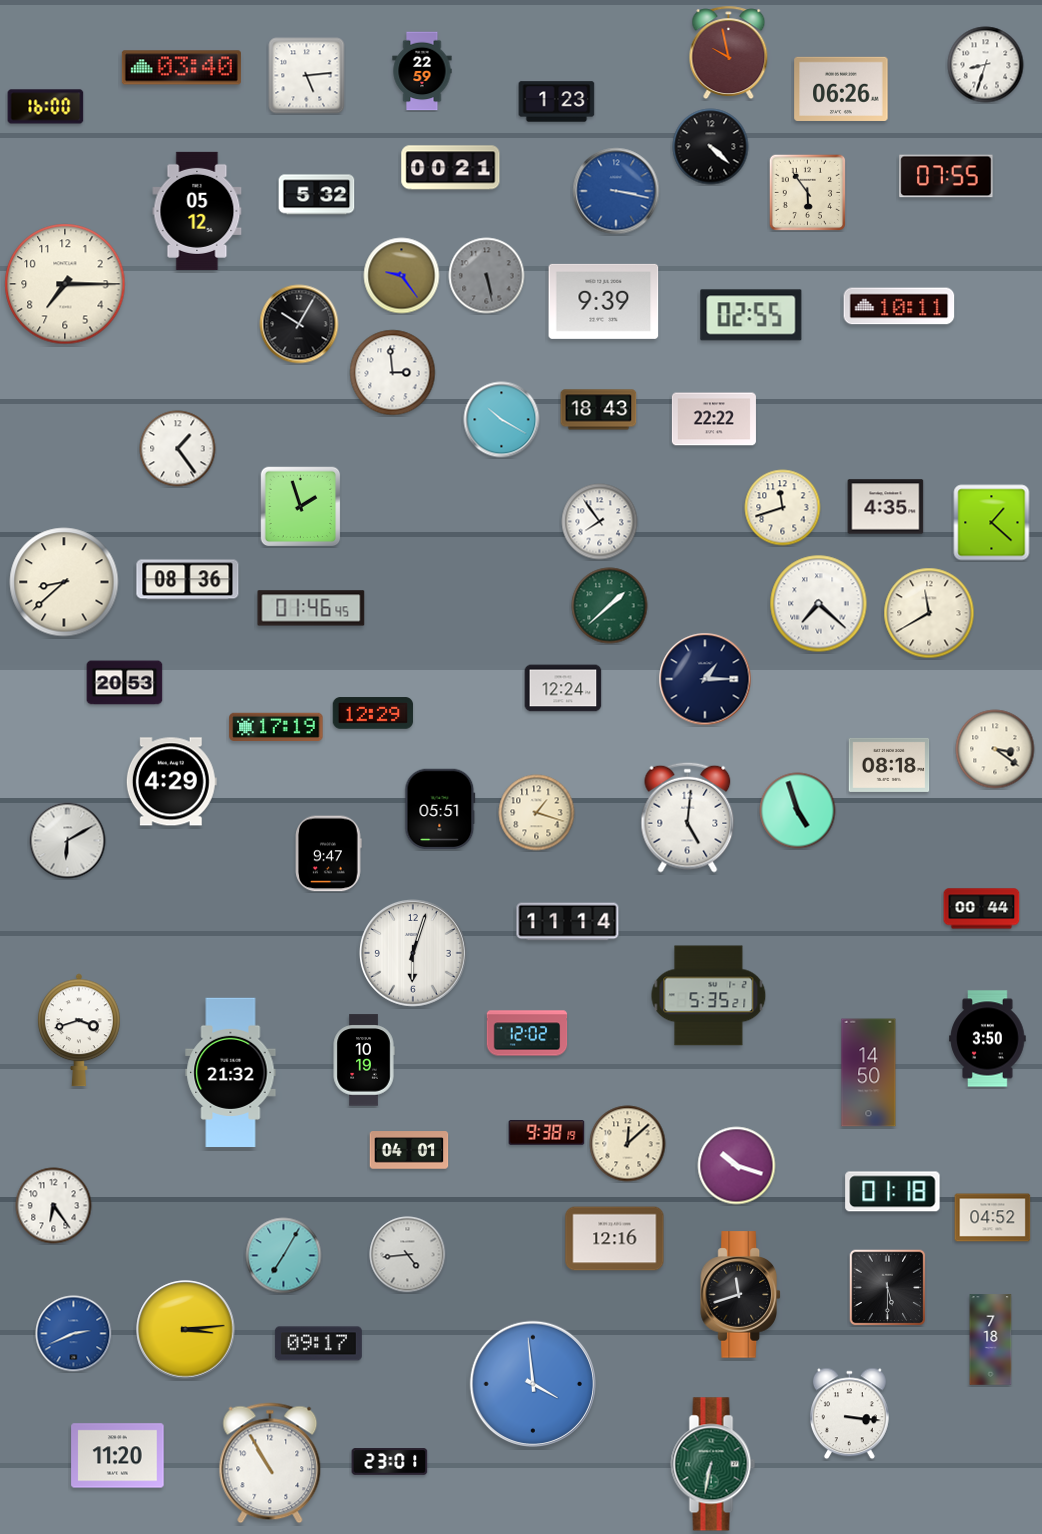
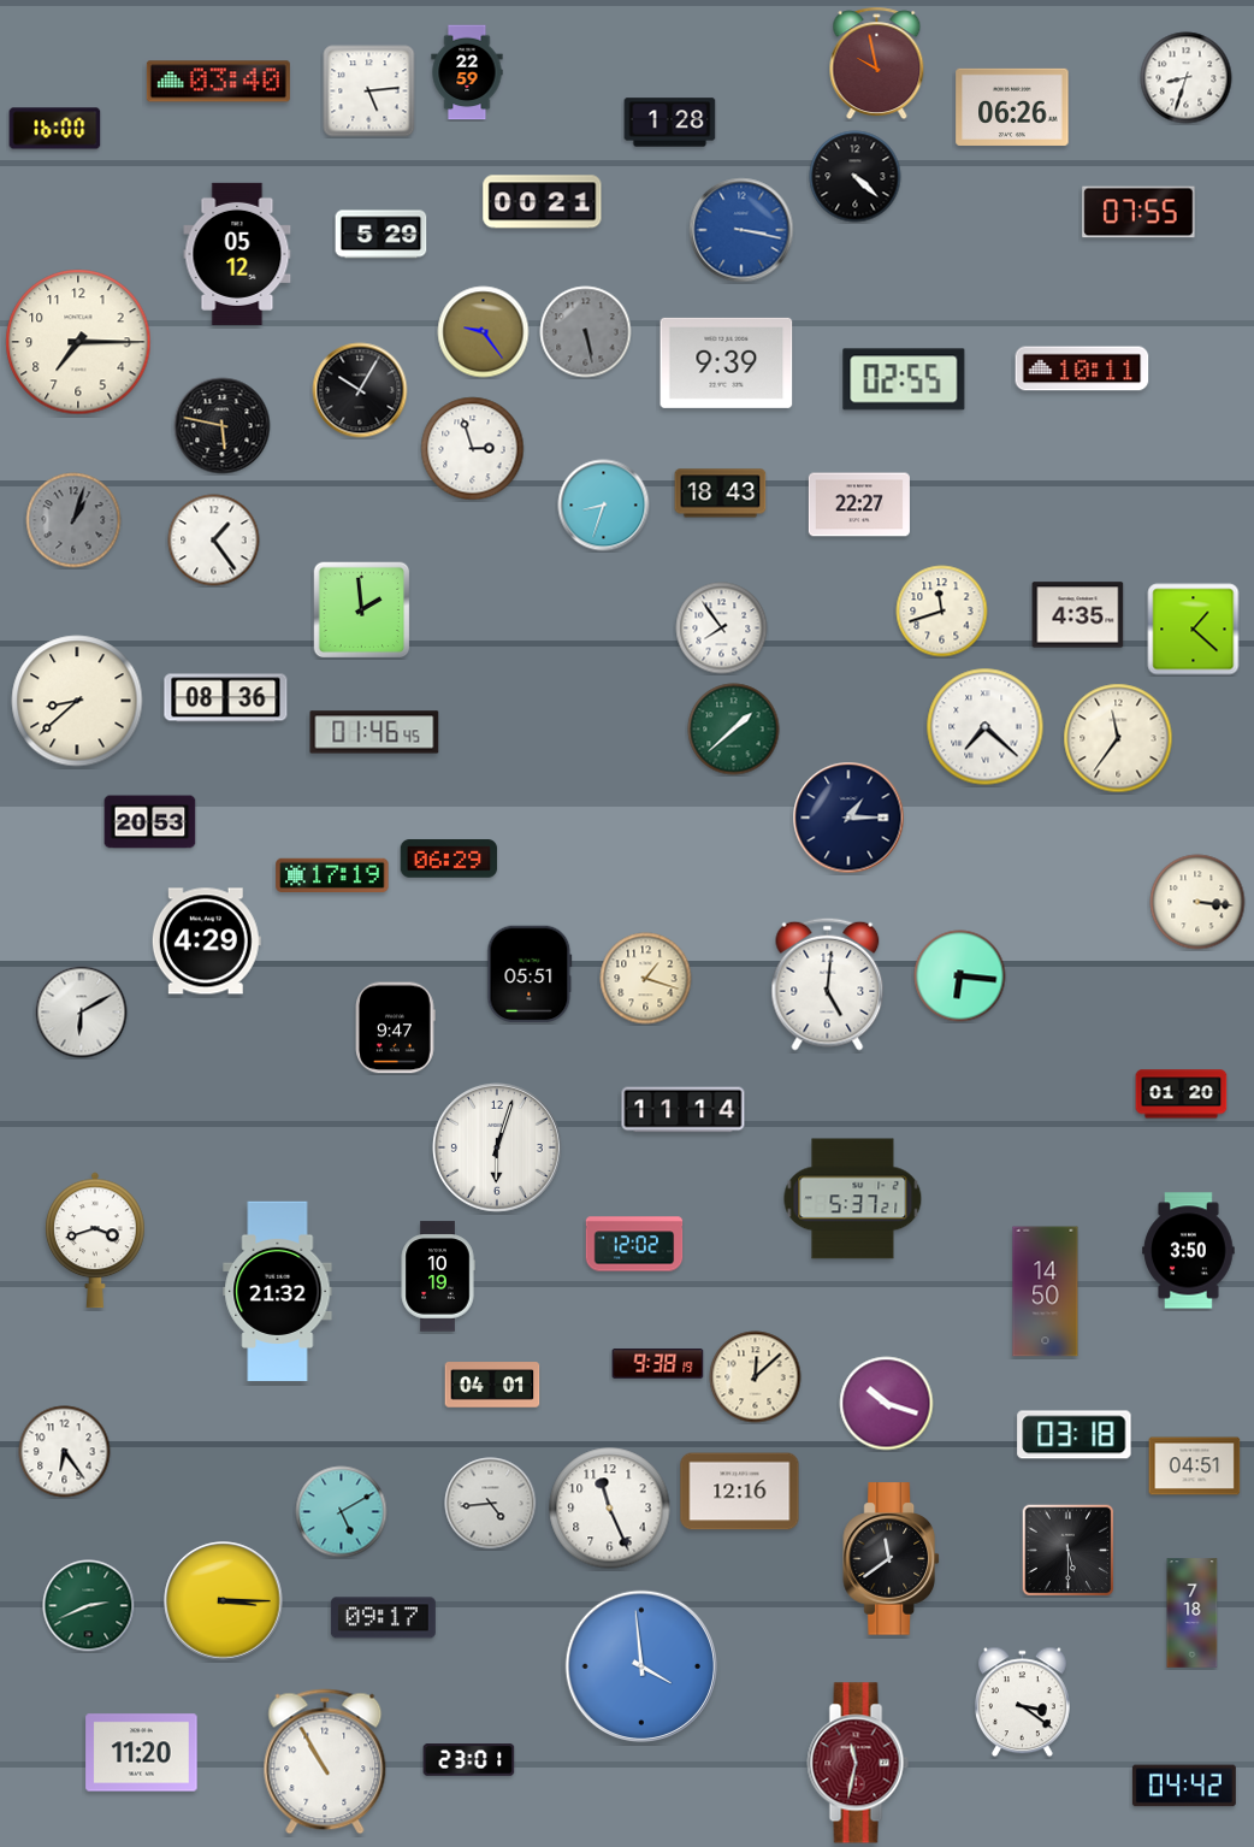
clock at (422, 71) position: (422, 71) -> (467, 72)
clock at (557, 102): 1:23 -> 1:28
clock at (807, 192): 5:54 -> none
clock at (317, 195): 5:32 -> 5:29
clock at (223, 426): none -> 5:47
clock at (393, 373): 2:59 -> 2:57
clock at (714, 419): 22:22 -> 22:27
clock at (502, 420): 10:20 -> 8:33
clock at (73, 520): none -> 1:03
clock at (301, 507): 1:57 -> 1:59
clock at (886, 507) position: (886, 507) -> (1078, 615)
clock at (929, 613): 11:40 -> 11:36
clock at (563, 688): 12:24 -> none
clock at (373, 713): 12:29 -> 06:29
clock at (995, 749): 3:21 -> 3:16
clock at (889, 765): 08:18 -> none
clock at (798, 811): 4:57 -> 6:16
clock at (982, 909): 00:44 -> 01:20
clock at (709, 996): 5:35 -> 5:37
clock at (893, 1192): 01:18 -> 03:18
clock at (993, 1218): 04:52 -> 04:51
clock at (610, 1509): none -> 11:26
clock at (408, 1255) position: (408, 1255) -> (491, 1504)
clock at (284, 1256): 7:05 -> 5:10
clock at (740, 1295): 11:42 -> 11:39
clock at (186, 1330): 3:14 -> 3:15
clock at (74, 1334) dial: blue -> green
clock at (849, 1414): 3:16 -> 3:21
clock at (713, 1464): 6:32 -> 11:32
clock at (713, 1464) dial: green -> burgundy
clock at (1184, 1786): none -> 04:42
